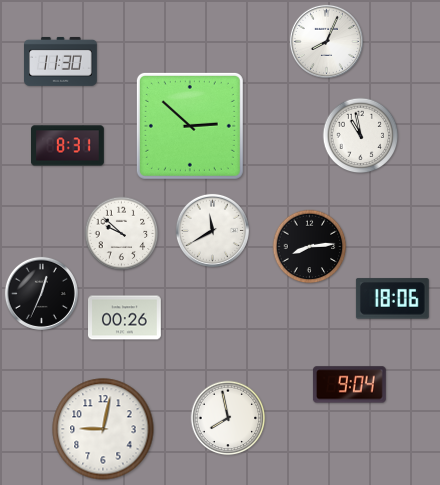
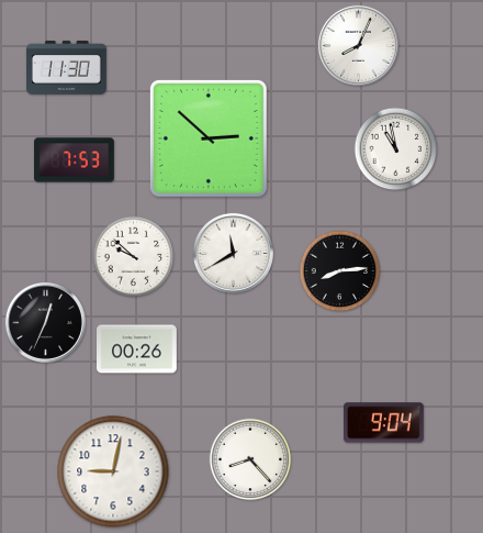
clock at (68, 146): 8:31 -> 7:53
clock at (392, 299): 18:06 -> none
clock at (228, 418): 7:58 -> 8:23
